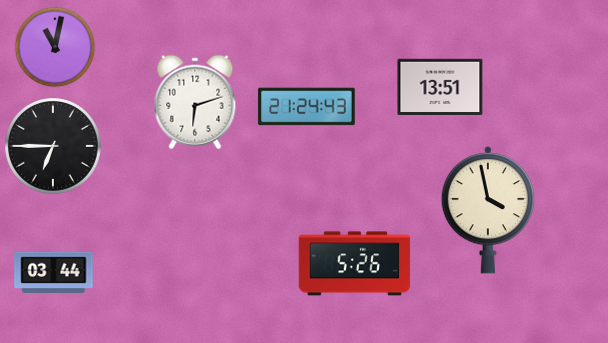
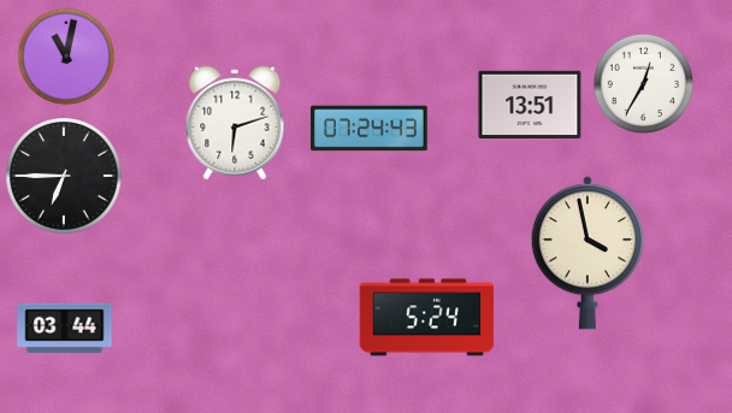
clock at (644, 84): none -> 12:35
clock at (307, 107): 21:24 -> 07:24
clock at (355, 264): 5:26 -> 5:24
